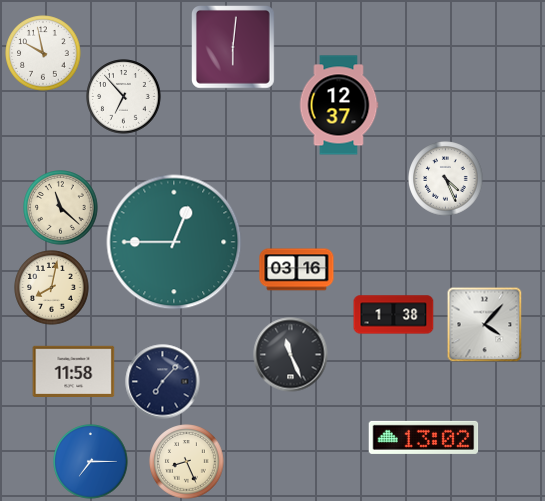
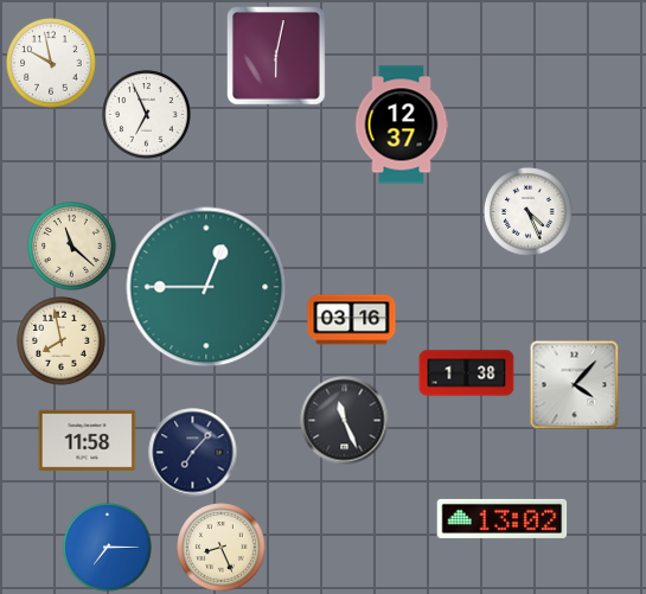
clock at (234, 48): 6:01 -> 6:02
clock at (124, 97): 6:53 -> 6:56
clock at (52, 288): 8:02 -> 7:58
